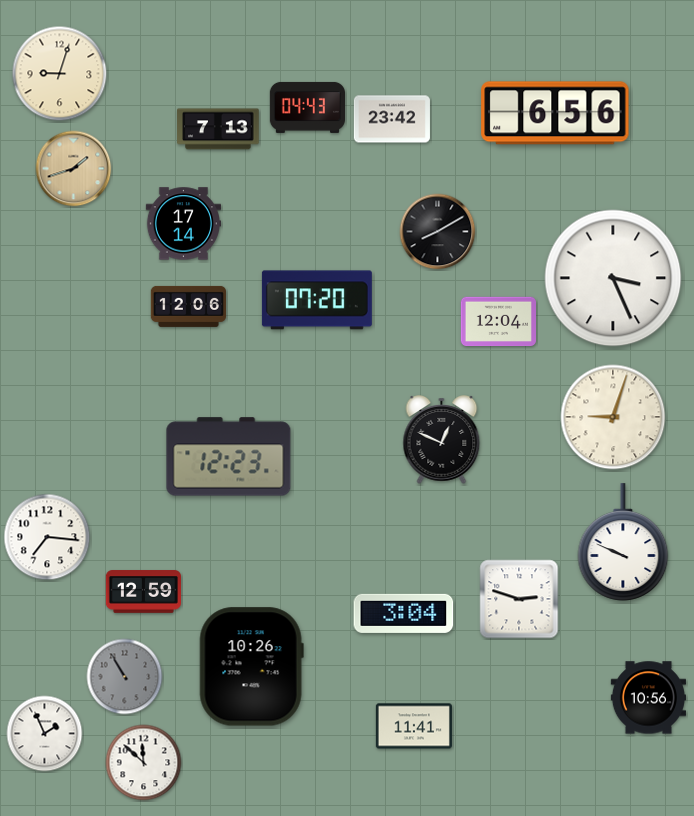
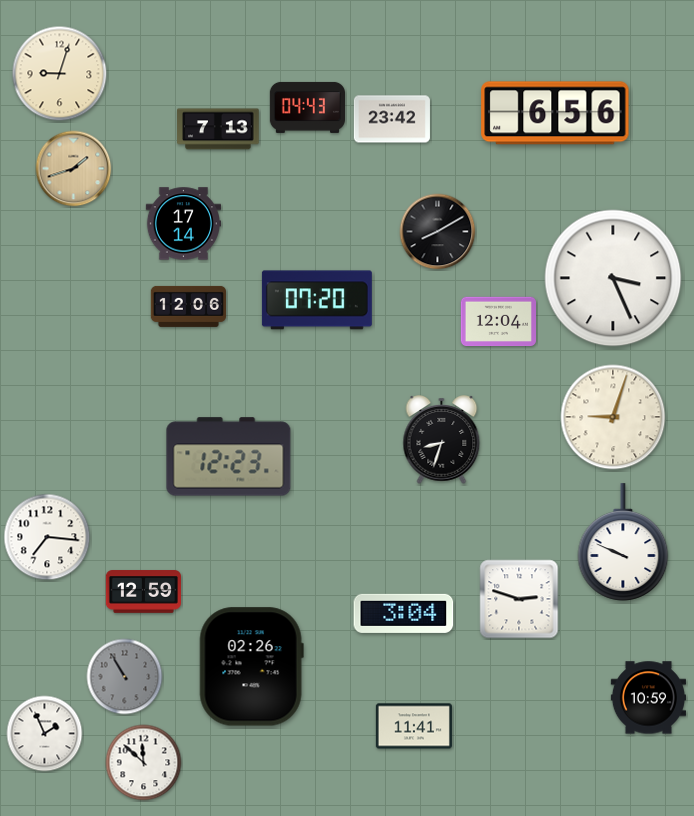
clock at (442, 440): 12:49 -> 8:33
clock at (251, 667): 10:26 -> 02:26
clock at (648, 698): 10:56 -> 10:59
